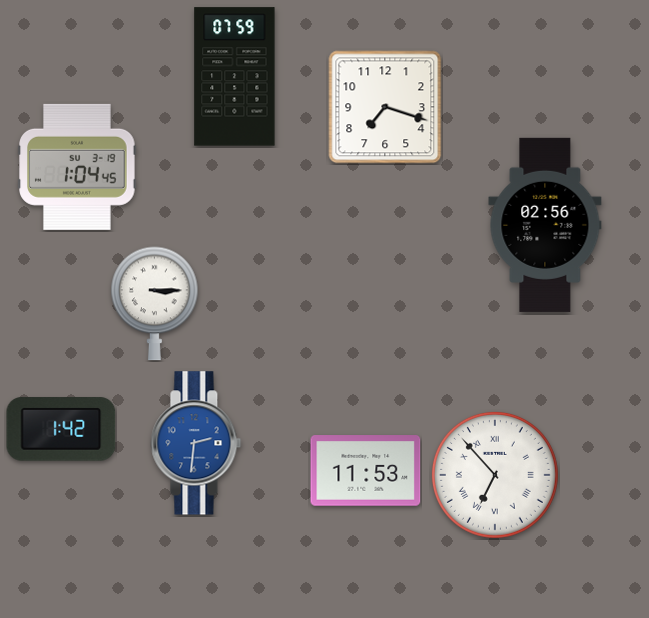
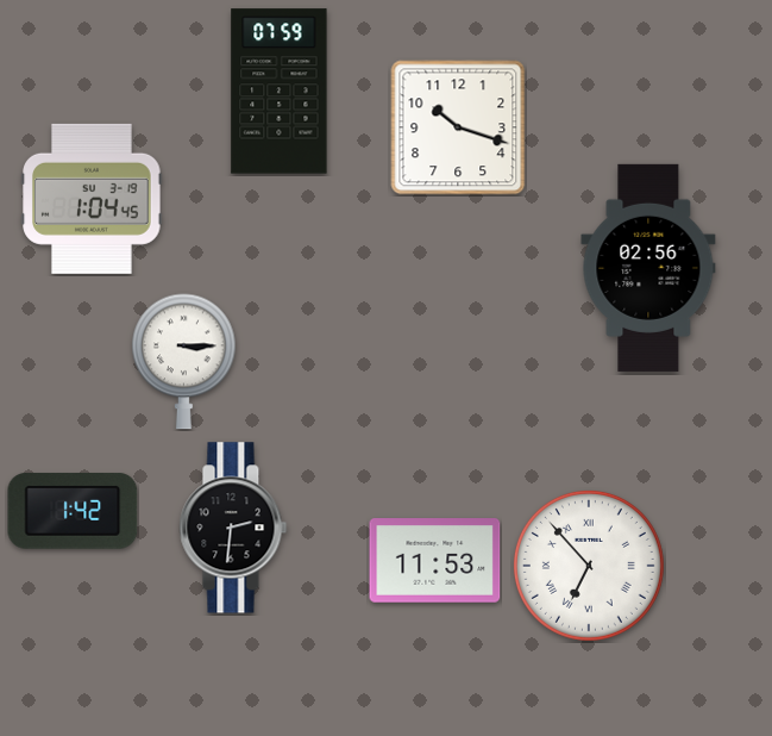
clock at (385, 107): 7:18 -> 10:18
clock at (196, 443) dial: blue -> black
